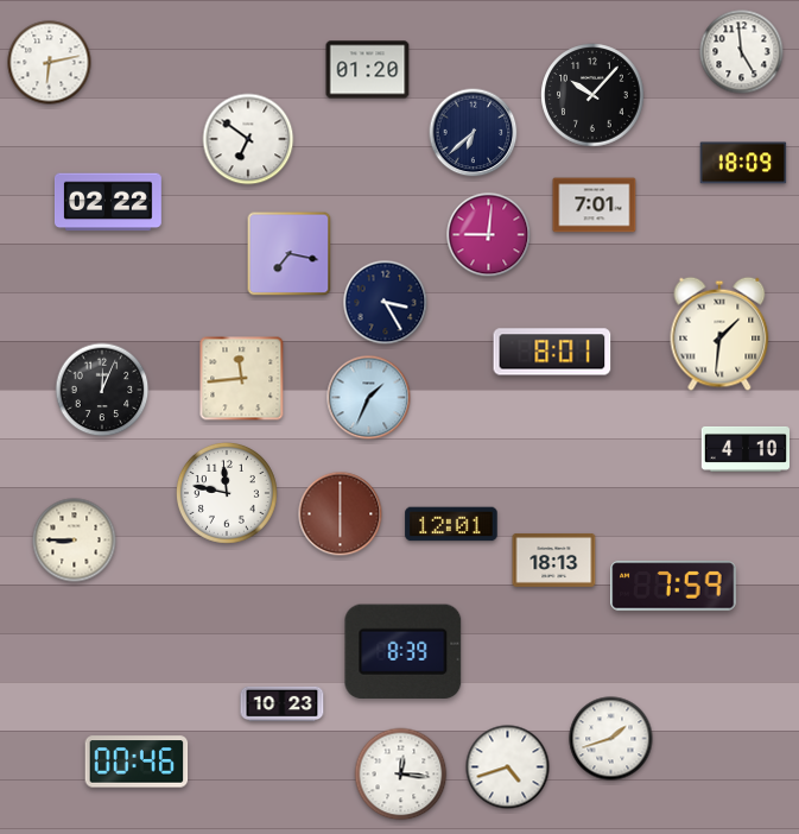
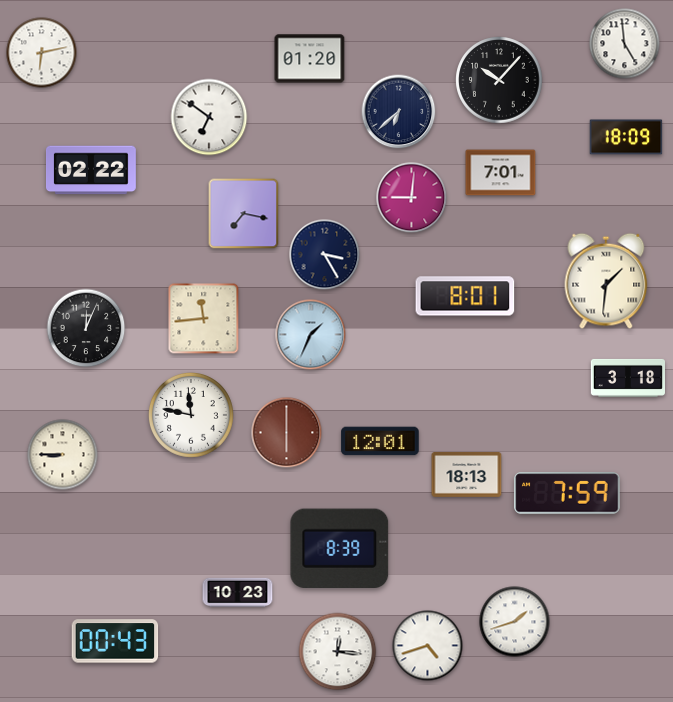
clock at (744, 449): 4:10 -> 3:18
clock at (554, 560) position: (554, 560) -> (467, 474)
clock at (137, 762): 00:46 -> 00:43
